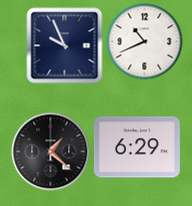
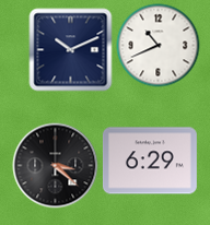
clock at (65, 46): 9:56 -> 10:11
clock at (51, 152): 1:22 -> 3:22
